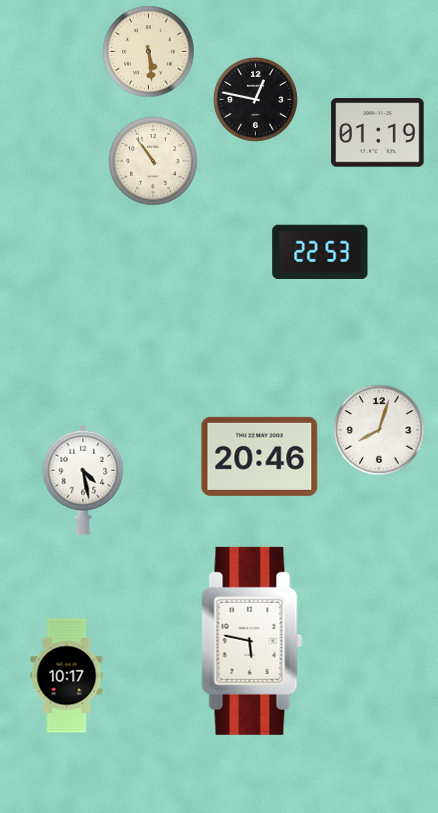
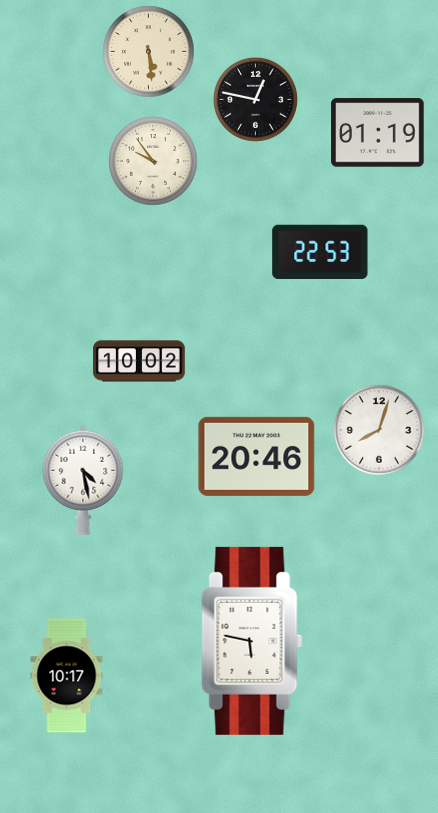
clock at (153, 161): 10:54 -> 9:54
clock at (139, 361): none -> 10:02
clock at (260, 456) position: (260, 456) -> (257, 456)
